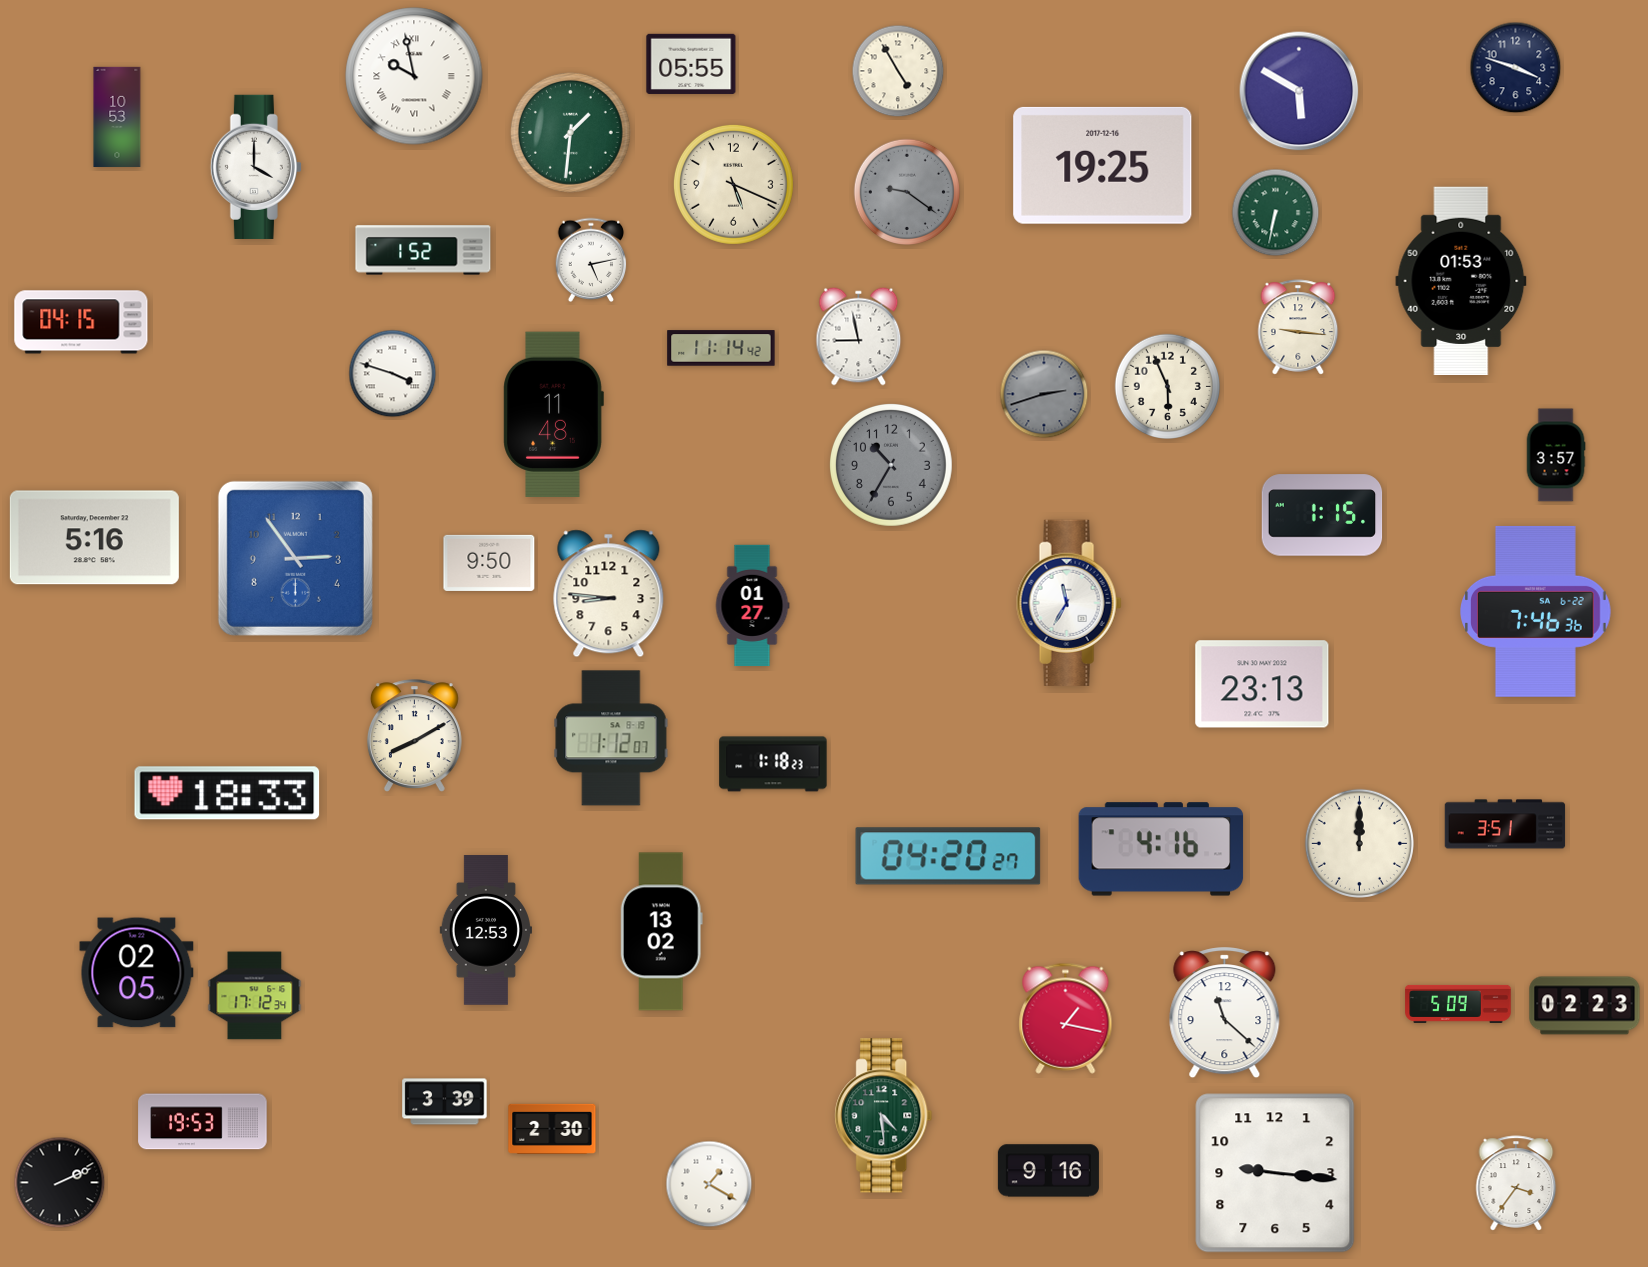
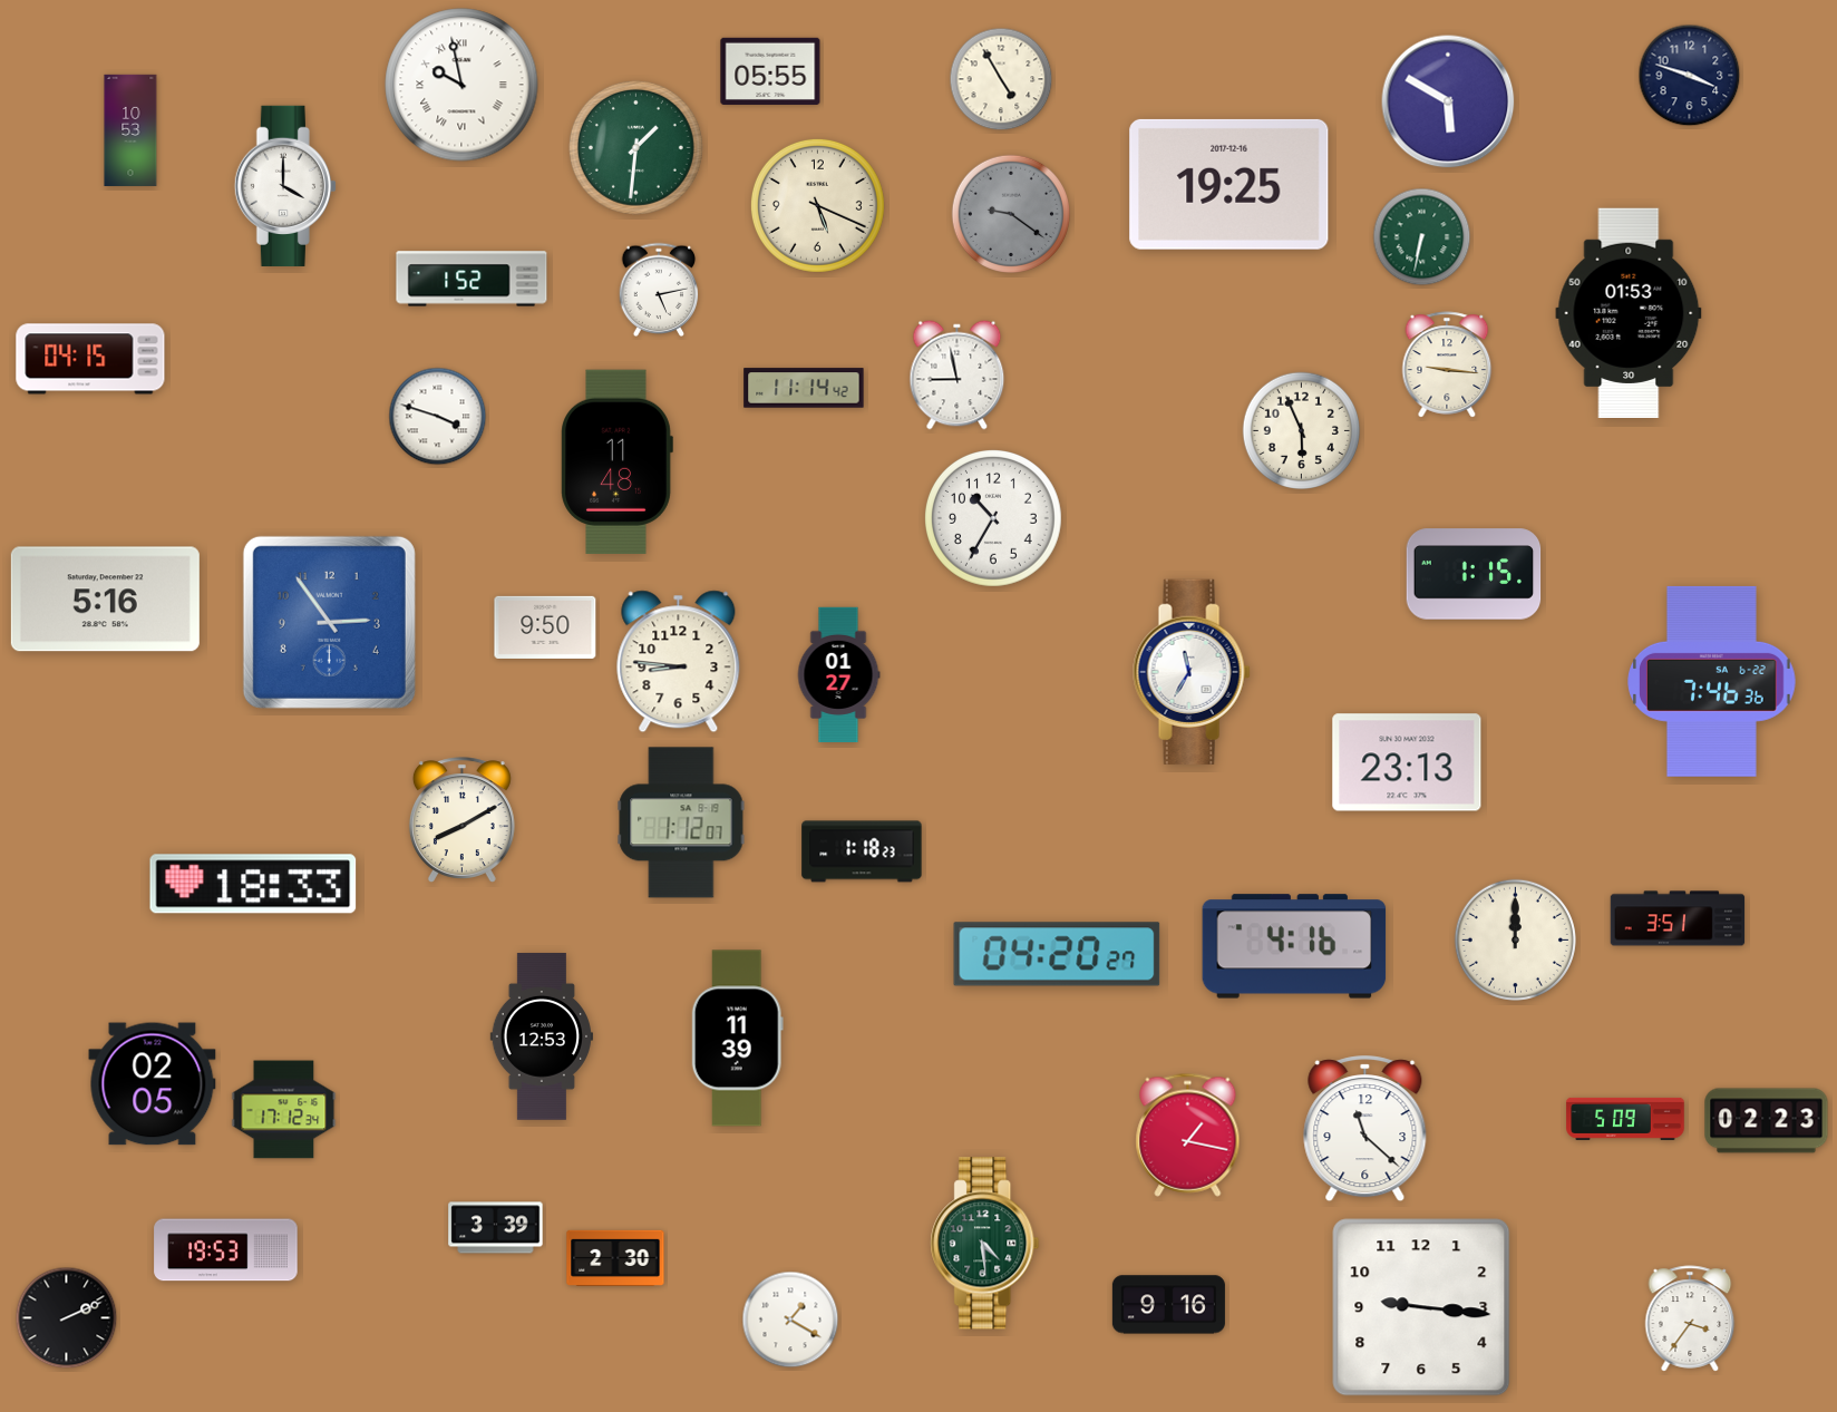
clock at (1044, 394): 2:42 -> none
clock at (1556, 455): 3:57 -> none
clock at (891, 465) dial: grey -> white
clock at (661, 932): 13:02 -> 11:39
